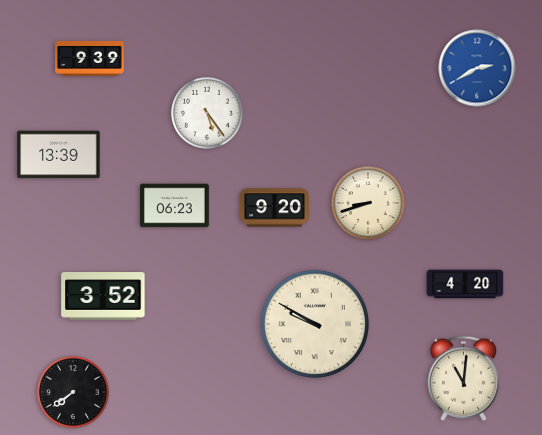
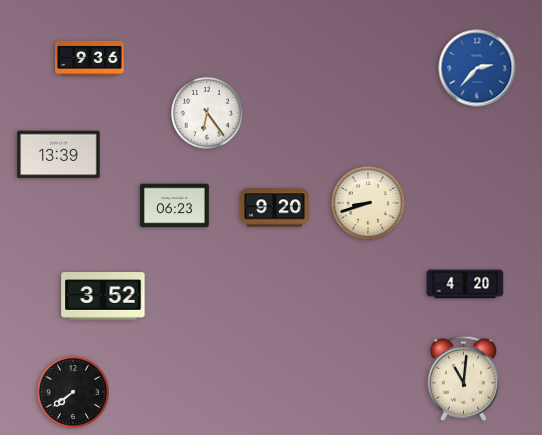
clock at (90, 58): 9:39 -> 9:36
clock at (477, 68): 2:40 -> 2:37
clock at (207, 113): 5:24 -> 6:24
clock at (315, 324): 9:50 -> none
